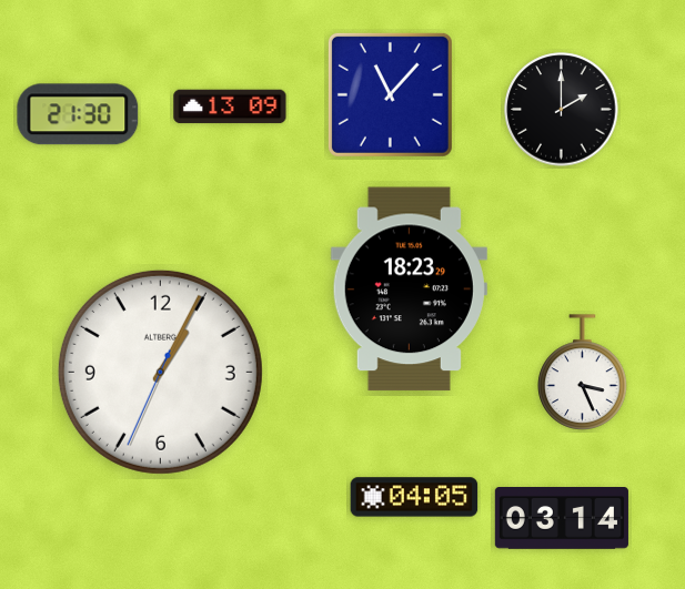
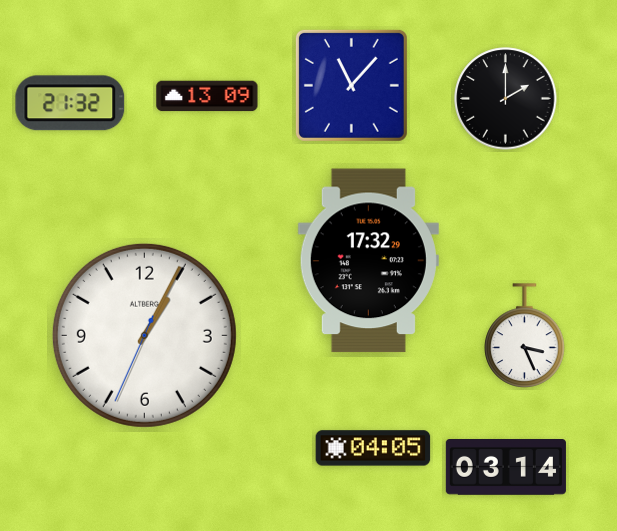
clock at (78, 114): 21:30 -> 21:32
clock at (409, 290): 18:23 -> 17:32
